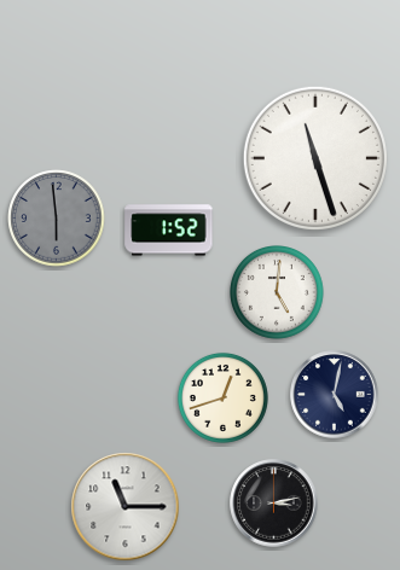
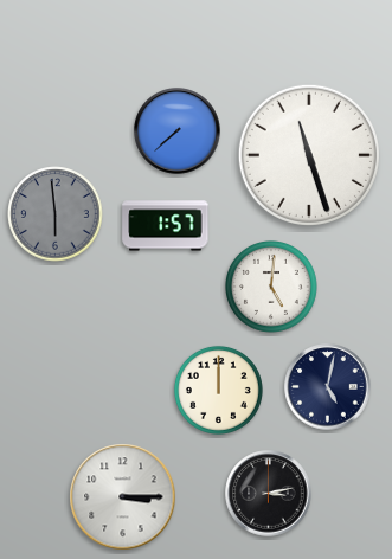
clock at (178, 131): none -> 7:38
clock at (169, 231): 1:52 -> 1:57
clock at (222, 397): 12:42 -> 12:00
clock at (126, 507): 11:15 -> 3:15
